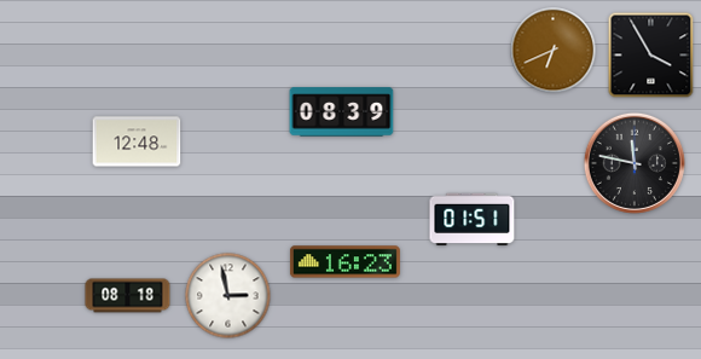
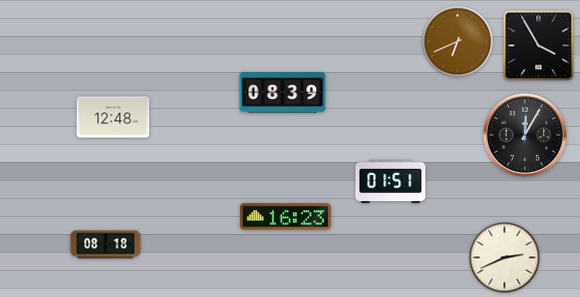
clock at (635, 163): 11:47 -> 12:05
clock at (228, 296): 2:58 -> none
clock at (505, 258): none -> 2:41
